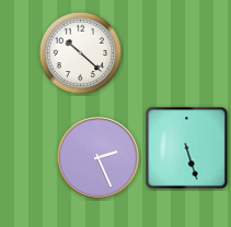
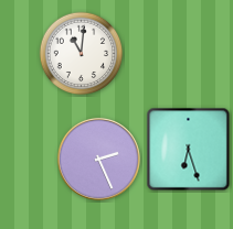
clock at (81, 53): 10:22 -> 11:01
clock at (187, 148): 5:27 -> 6:27
